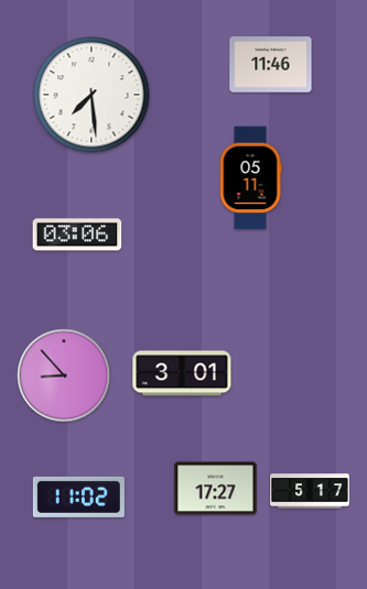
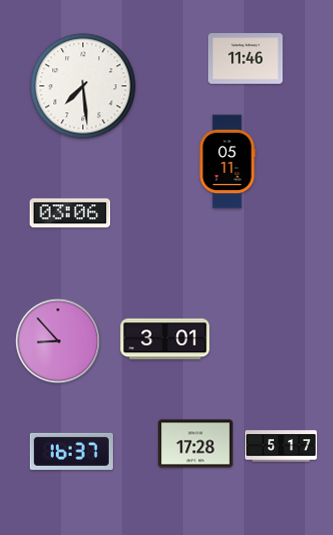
clock at (216, 489): 17:27 -> 17:28
clock at (78, 497): 11:02 -> 16:37
